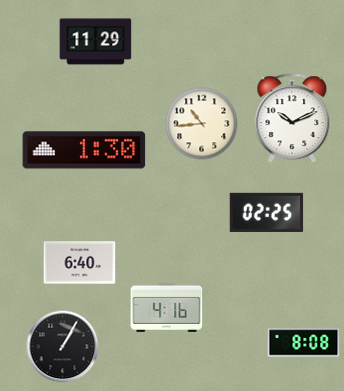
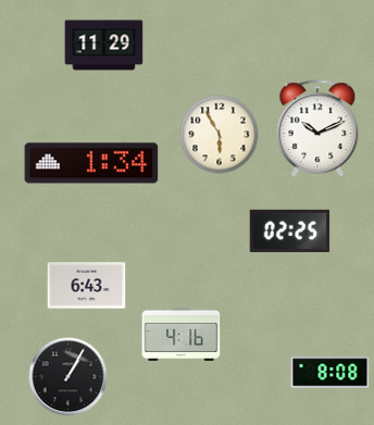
clock at (202, 124): 10:44 -> 5:55
clock at (84, 150): 1:30 -> 1:34
clock at (80, 263): 6:40 -> 6:43
